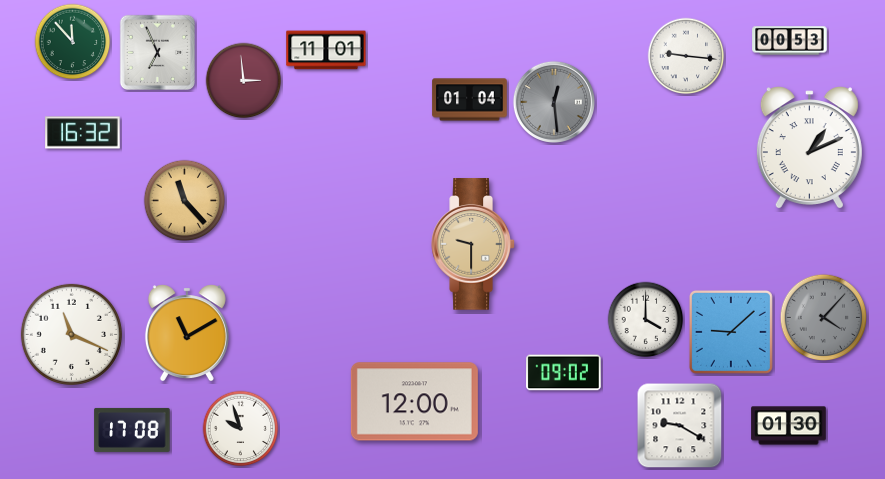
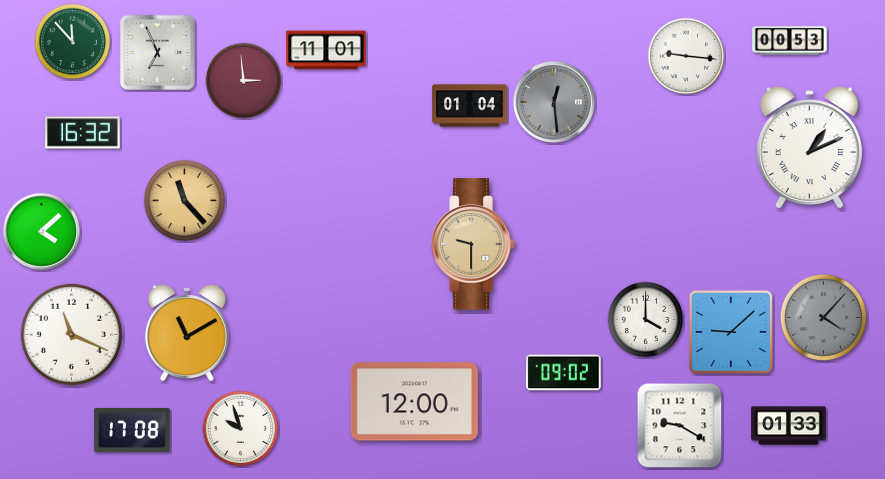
clock at (470, 100) position: (470, 100) -> (470, 106)
clock at (41, 231): none -> 4:08
clock at (789, 426): 01:30 -> 01:33
